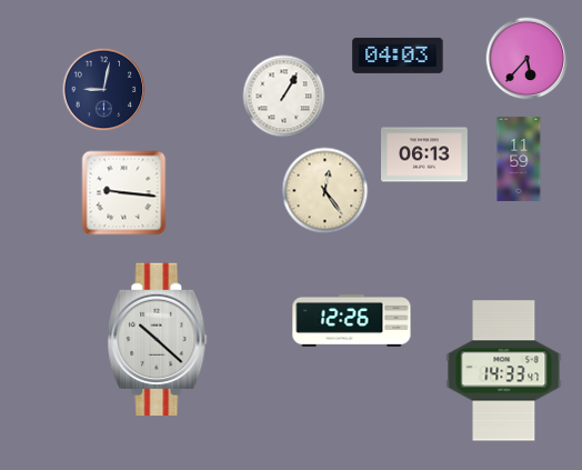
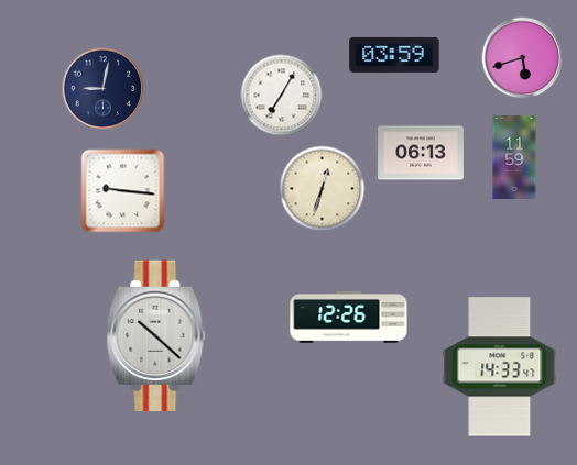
clock at (398, 56): 04:03 -> 03:59
clock at (528, 59): 5:37 -> 5:42
clock at (284, 97): 1:05 -> 7:05
clock at (325, 191): 12:24 -> 12:33
